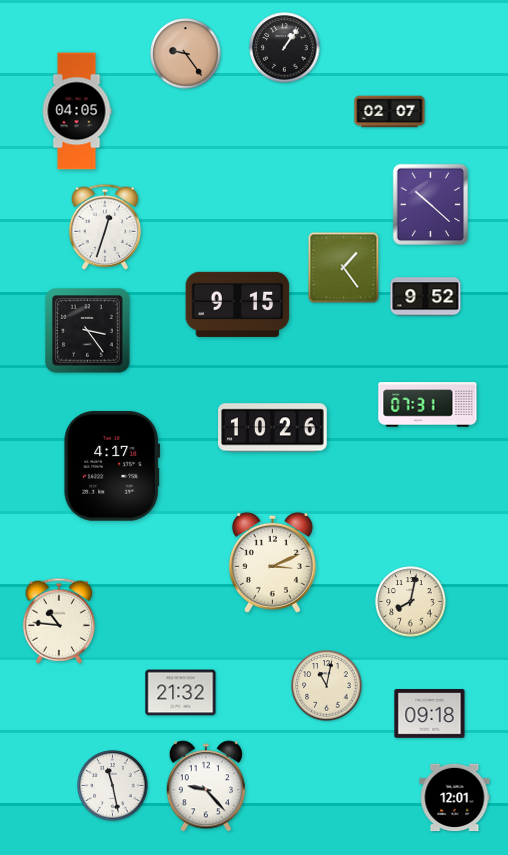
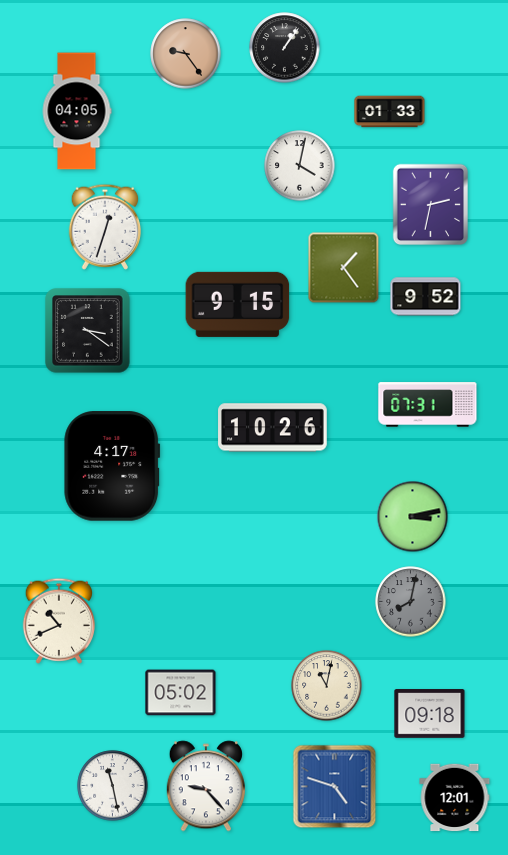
clock at (390, 112): 02:07 -> 01:33
clock at (300, 166): none -> 4:02
clock at (430, 204): 10:22 -> 2:32
clock at (88, 331): 3:24 -> 3:21
clock at (413, 517): none -> 3:13
clock at (272, 562): 3:11 -> none
clock at (411, 602) dial: cream -> grey
clock at (59, 621): 10:46 -> 10:41
clock at (181, 693): 21:32 -> 05:02
clock at (335, 787): none -> 4:48
